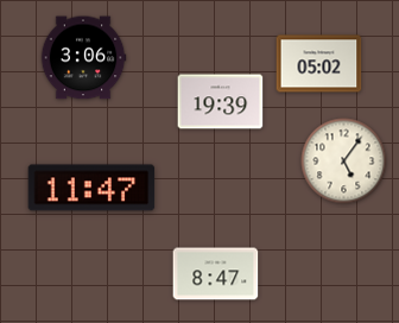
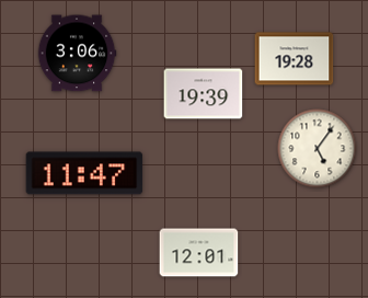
clock at (319, 64): 05:02 -> 19:28
clock at (216, 274): 8:47 -> 12:01
